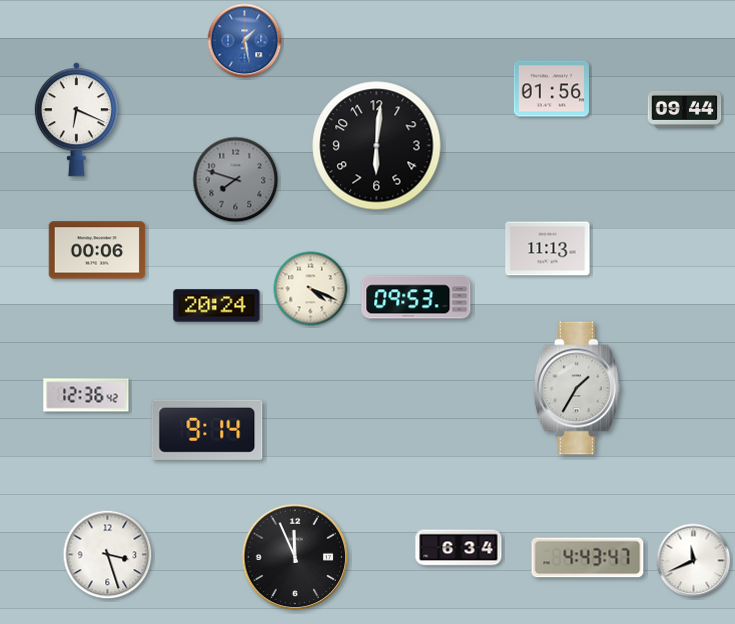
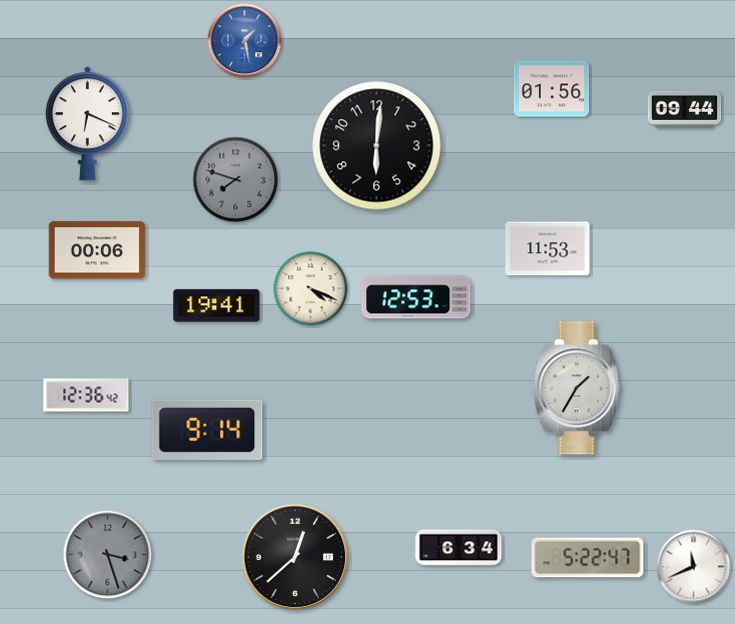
clock at (76, 120) position: (76, 120) -> (87, 124)
clock at (548, 249): 11:13 -> 11:53
clock at (416, 297): 09:53 -> 12:53
clock at (217, 306): 20:24 -> 19:41
clock at (108, 555) dial: white -> grey
clock at (295, 557): 11:56 -> 12:38
clock at (588, 558): 4:43 -> 5:22
clock at (694, 561) position: (694, 561) -> (694, 567)
